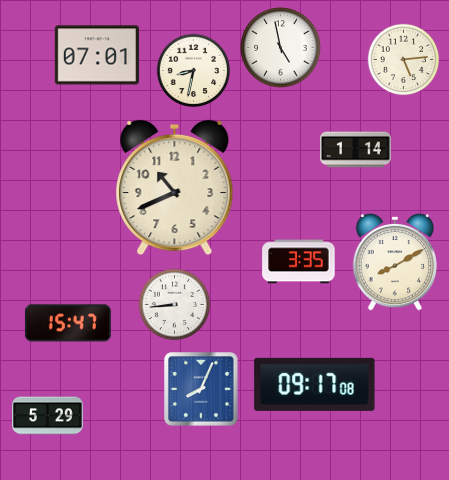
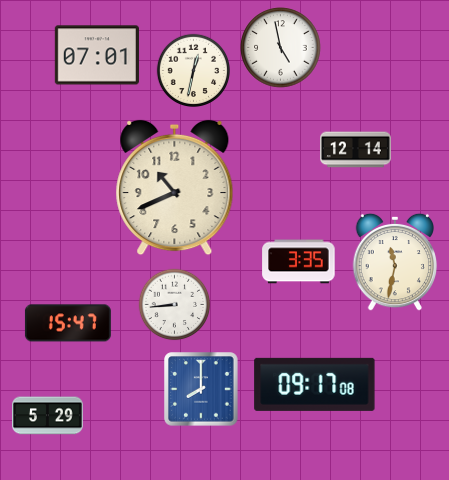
clock at (404, 60): 5:14 -> none
clock at (193, 70): 8:32 -> 12:32
clock at (356, 150): 1:14 -> 12:14
clock at (395, 262): 8:10 -> 11:32
clock at (201, 389): 8:04 -> 8:00
